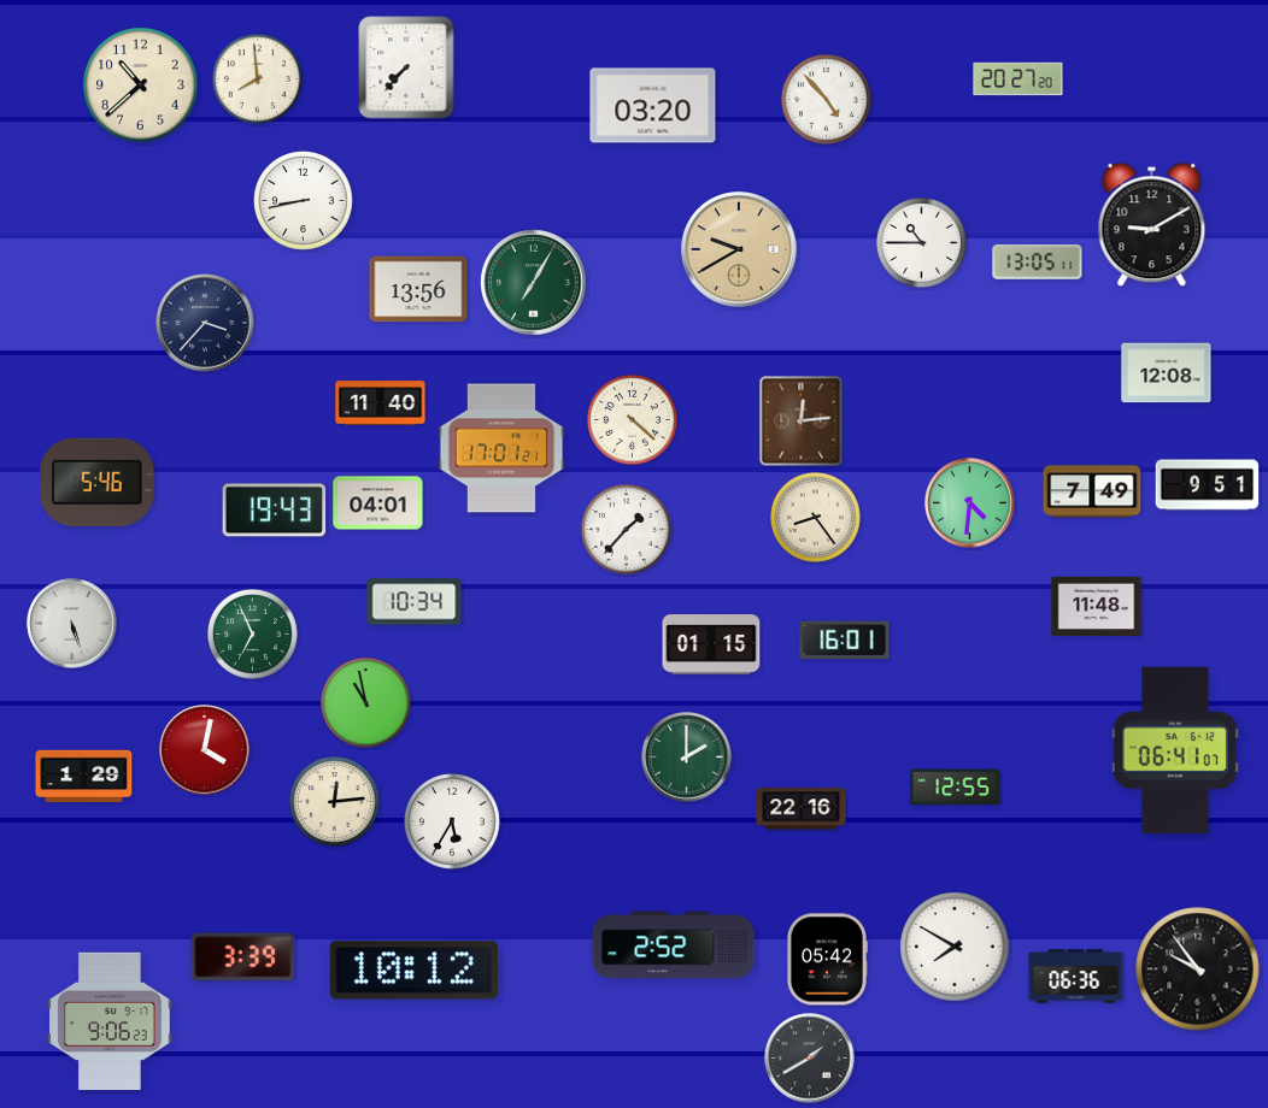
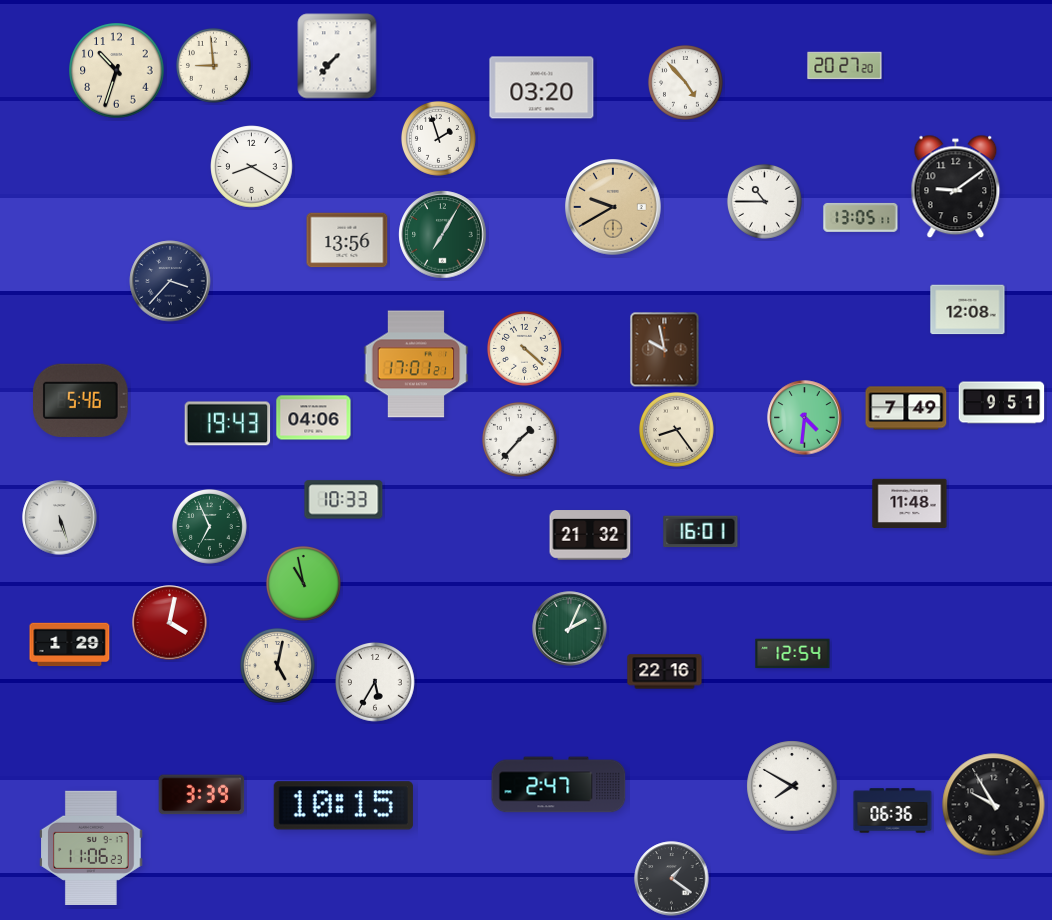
clock at (257, 78): 7:59 -> 8:59
clock at (141, 86): 10:38 -> 10:33
clock at (438, 138): none -> 1:57
clock at (304, 201): 8:43 -> 8:20
clock at (1152, 225): 9:10 -> 9:09
clock at (205, 323) position: (205, 323) -> (170, 281)
clock at (381, 403): 11:40 -> none
clock at (802, 422): 12:14 -> 9:58
clock at (501, 448) position: (501, 448) -> (416, 364)
clock at (378, 503): 04:01 -> 04:06
clock at (415, 602): 10:34 -> 10:33
clock at (711, 644): 01:15 -> 21:32
clock at (1175, 750): 06:41 -> none
clock at (687, 758): 2:00 -> 2:04
clock at (956, 788): 12:55 -> 12:54
clock at (334, 801): 12:14 -> 5:02
clock at (674, 945): 2:52 -> 2:47
clock at (827, 960): 05:42 -> none
clock at (1198, 969): 9:54 -> 9:55
clock at (413, 971): 10:12 -> 10:15
clock at (110, 1021): 9:06 -> 11:06
clock at (810, 1059): 1:40 -> 1:21
